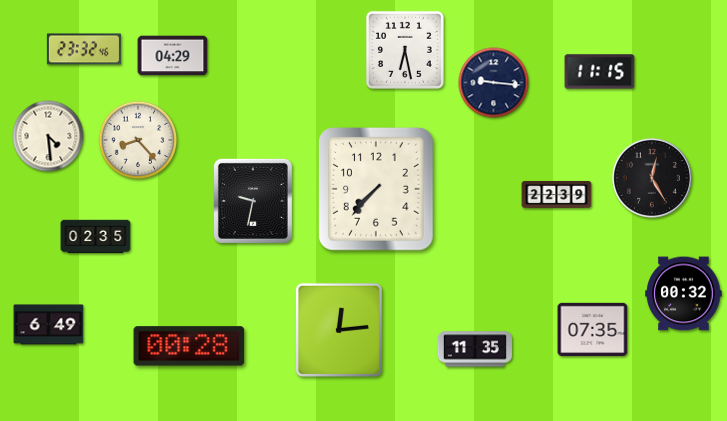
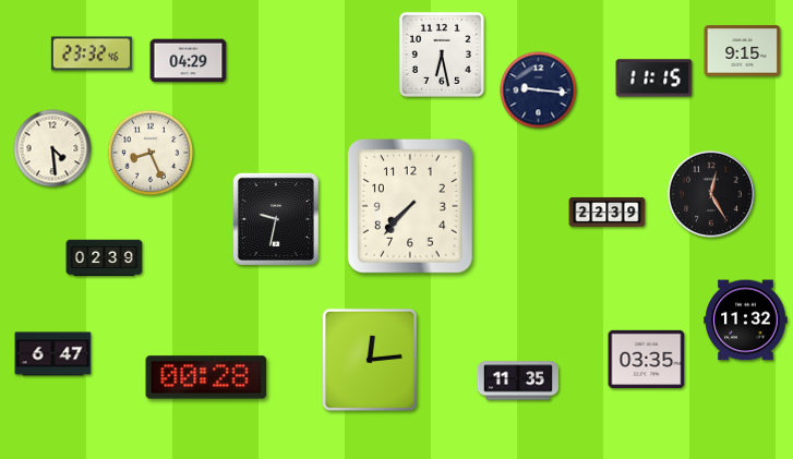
clock at (743, 51): none -> 9:15
clock at (138, 140): 8:23 -> 8:26
clock at (96, 237): 02:35 -> 02:39
clock at (684, 294): 00:32 -> 11:32
clock at (49, 325): 6:49 -> 6:47
clock at (593, 329): 07:35 -> 03:35
